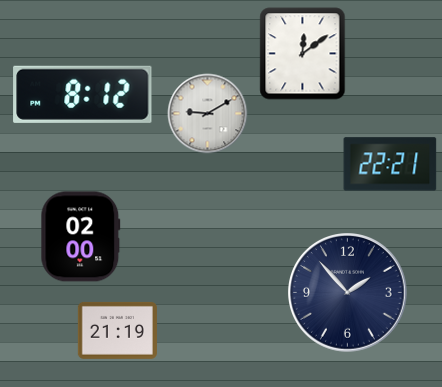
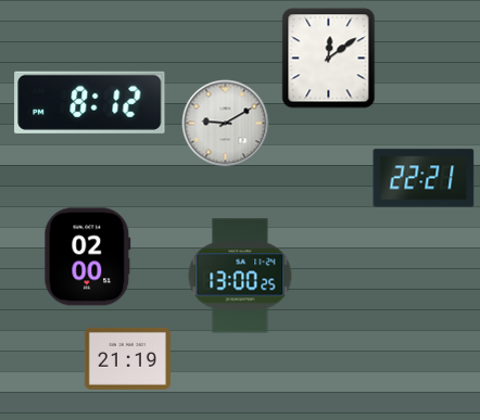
clock at (240, 276): none -> 13:00
clock at (348, 293): 1:53 -> none
